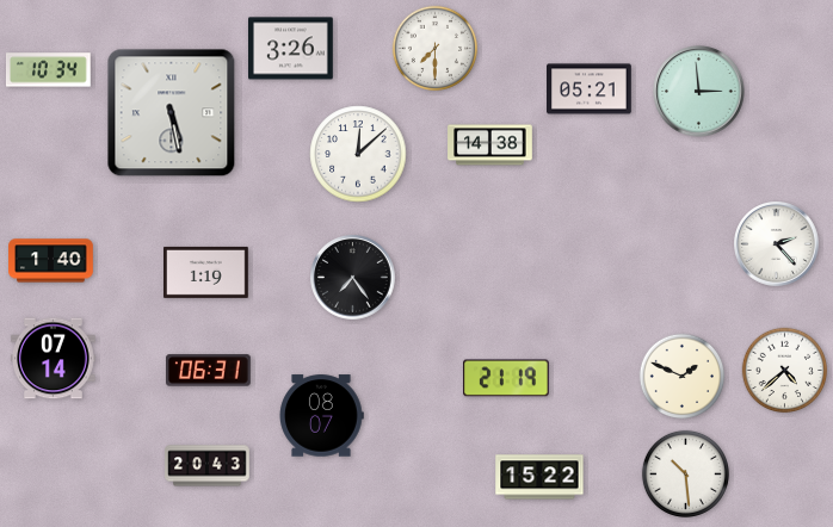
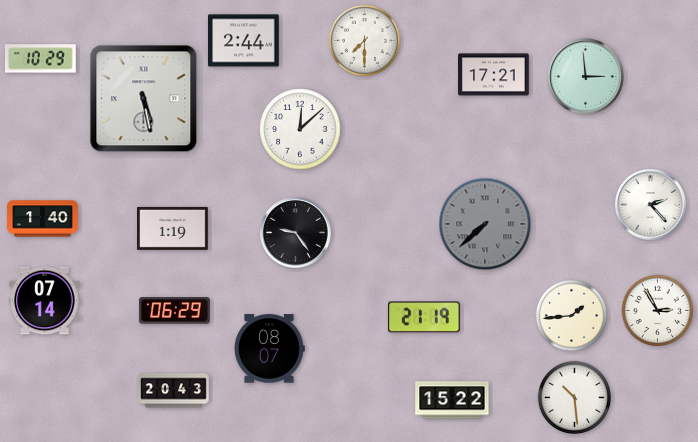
clock at (291, 49): 3:26 -> 2:44
clock at (49, 70): 10:34 -> 10:29
clock at (590, 89): 05:21 -> 17:21
clock at (172, 113) position: (172, 113) -> (144, 99)
clock at (490, 145): 14:38 -> none
clock at (485, 224): none -> 7:38
clock at (353, 278): 7:24 -> 9:24
clock at (209, 371): 06:31 -> 06:29
clock at (785, 371): 4:38 -> 2:55
clock at (683, 377): 1:49 -> 1:44
